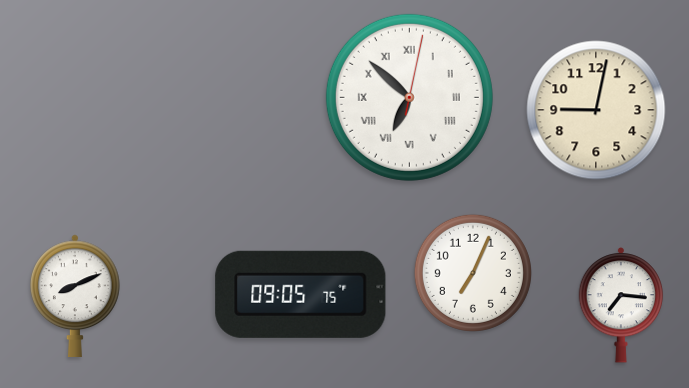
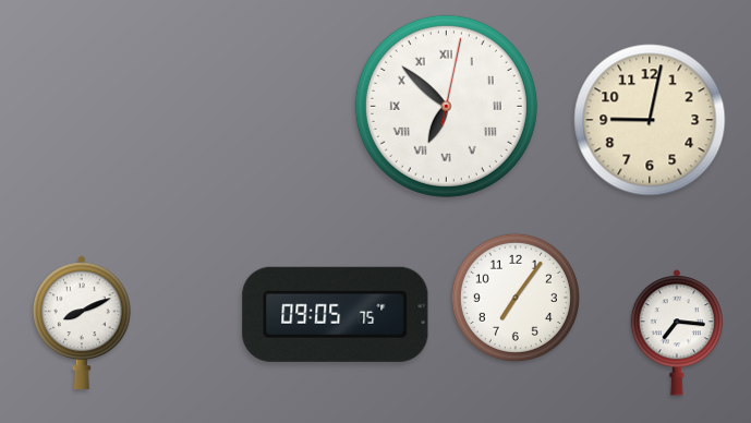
clock at (473, 273): 7:04 -> 7:06
clock at (301, 294) position: (301, 294) -> (336, 314)
